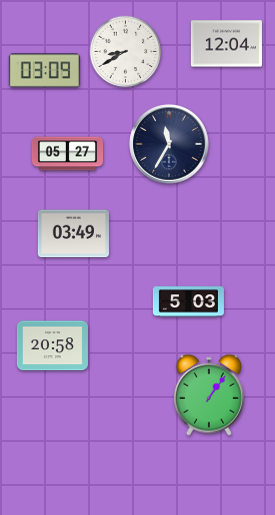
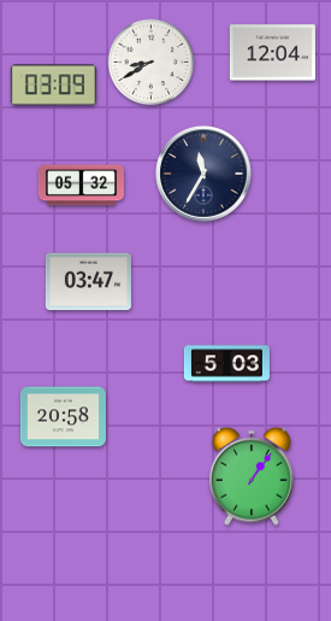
clock at (67, 154): 05:27 -> 05:32
clock at (73, 234): 03:49 -> 03:47
